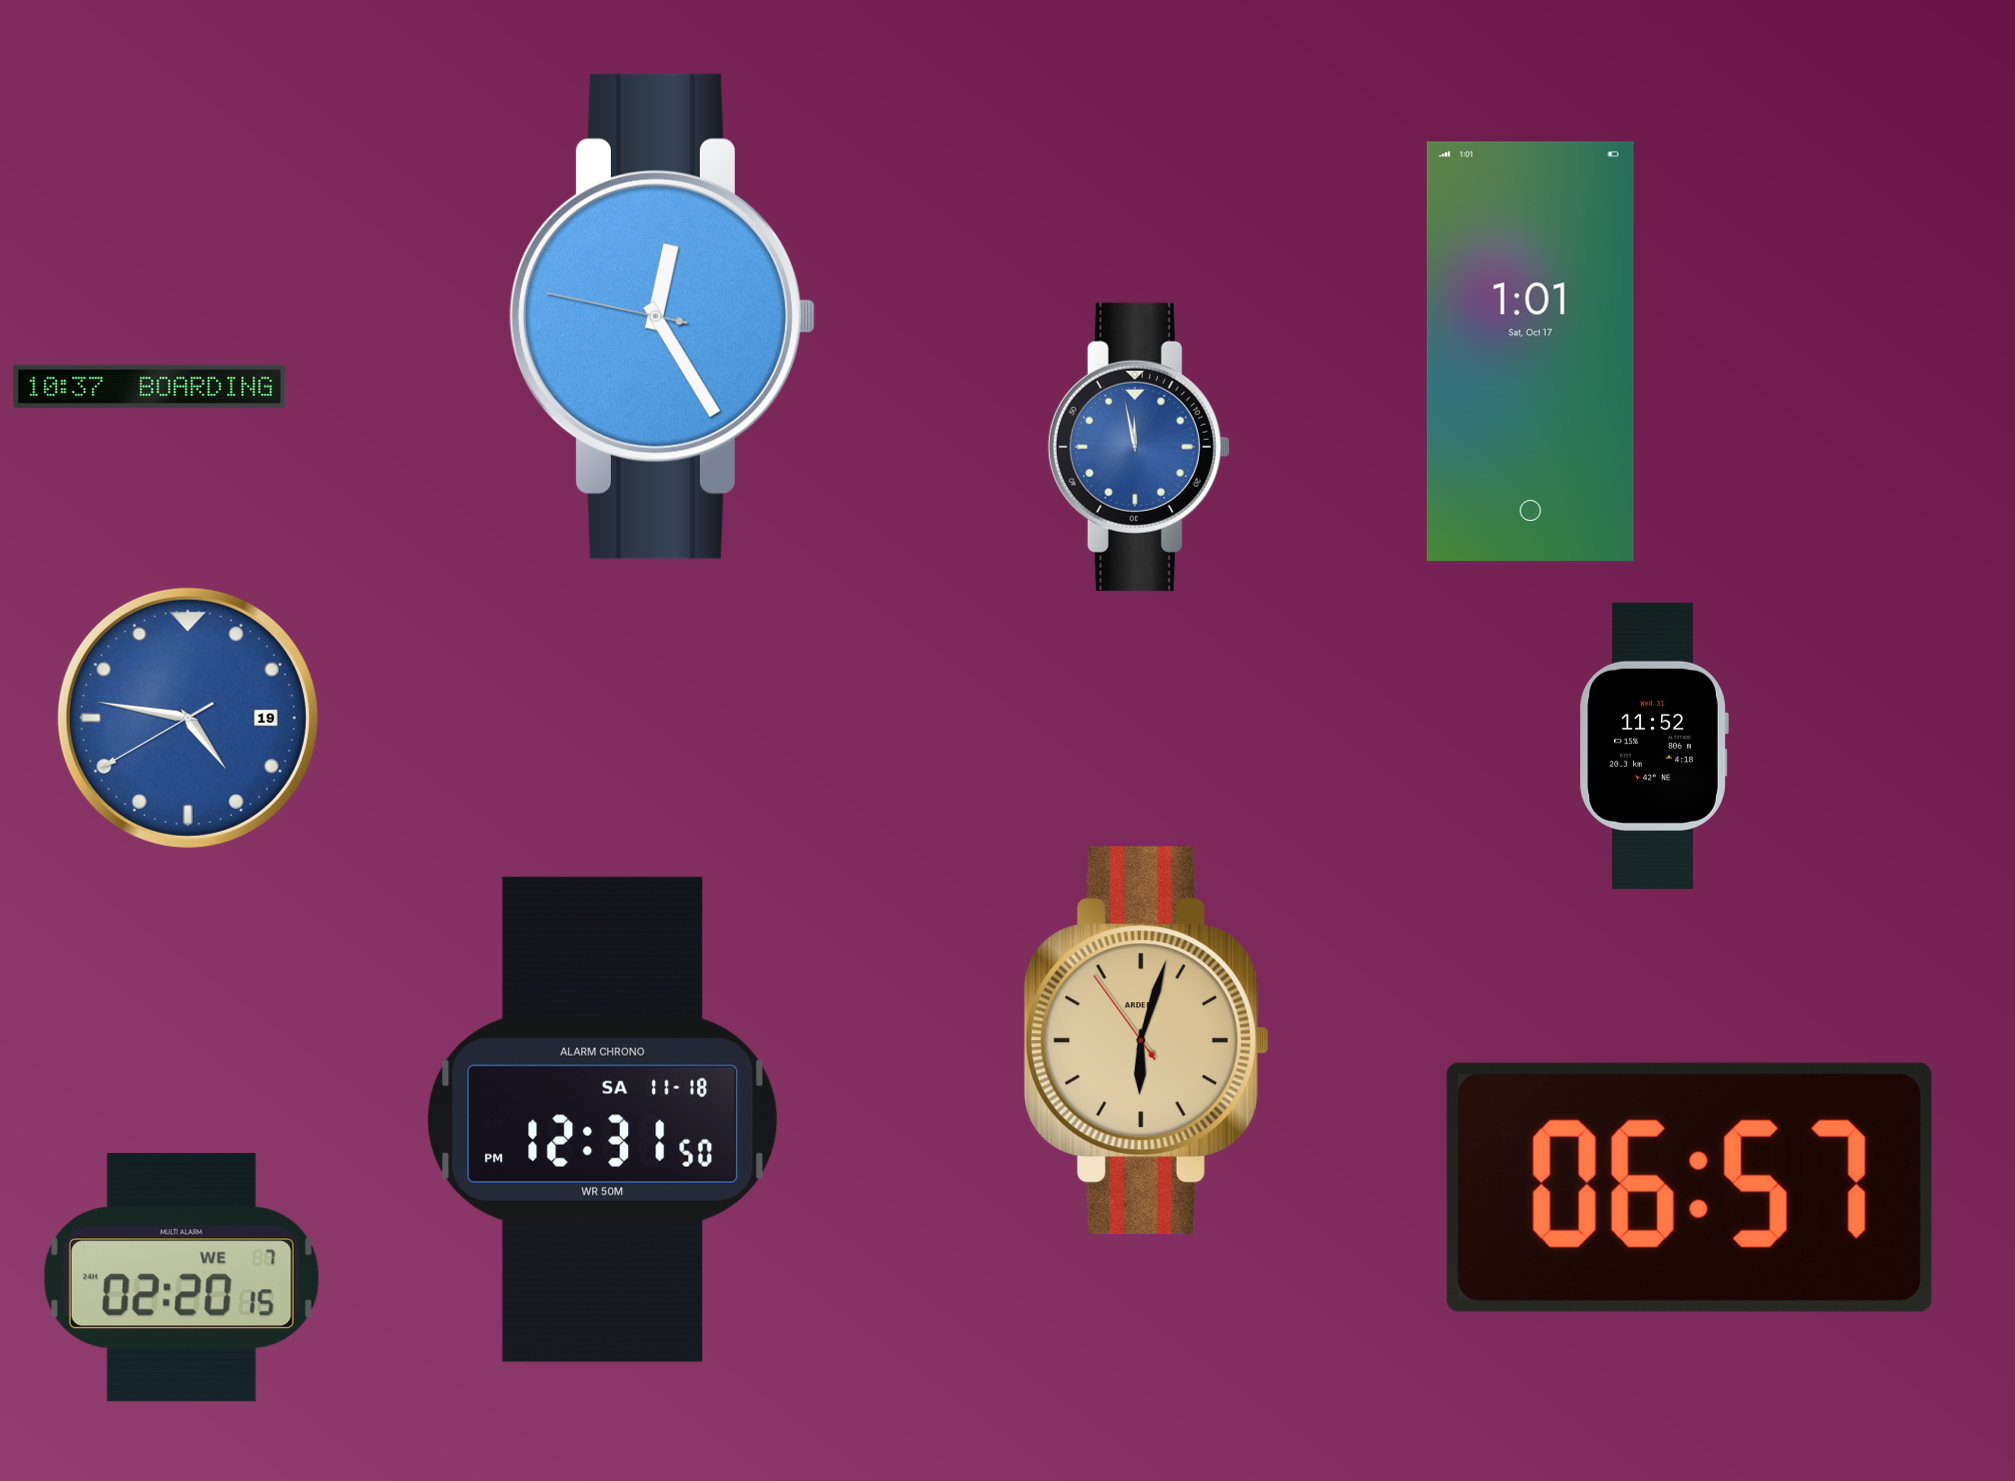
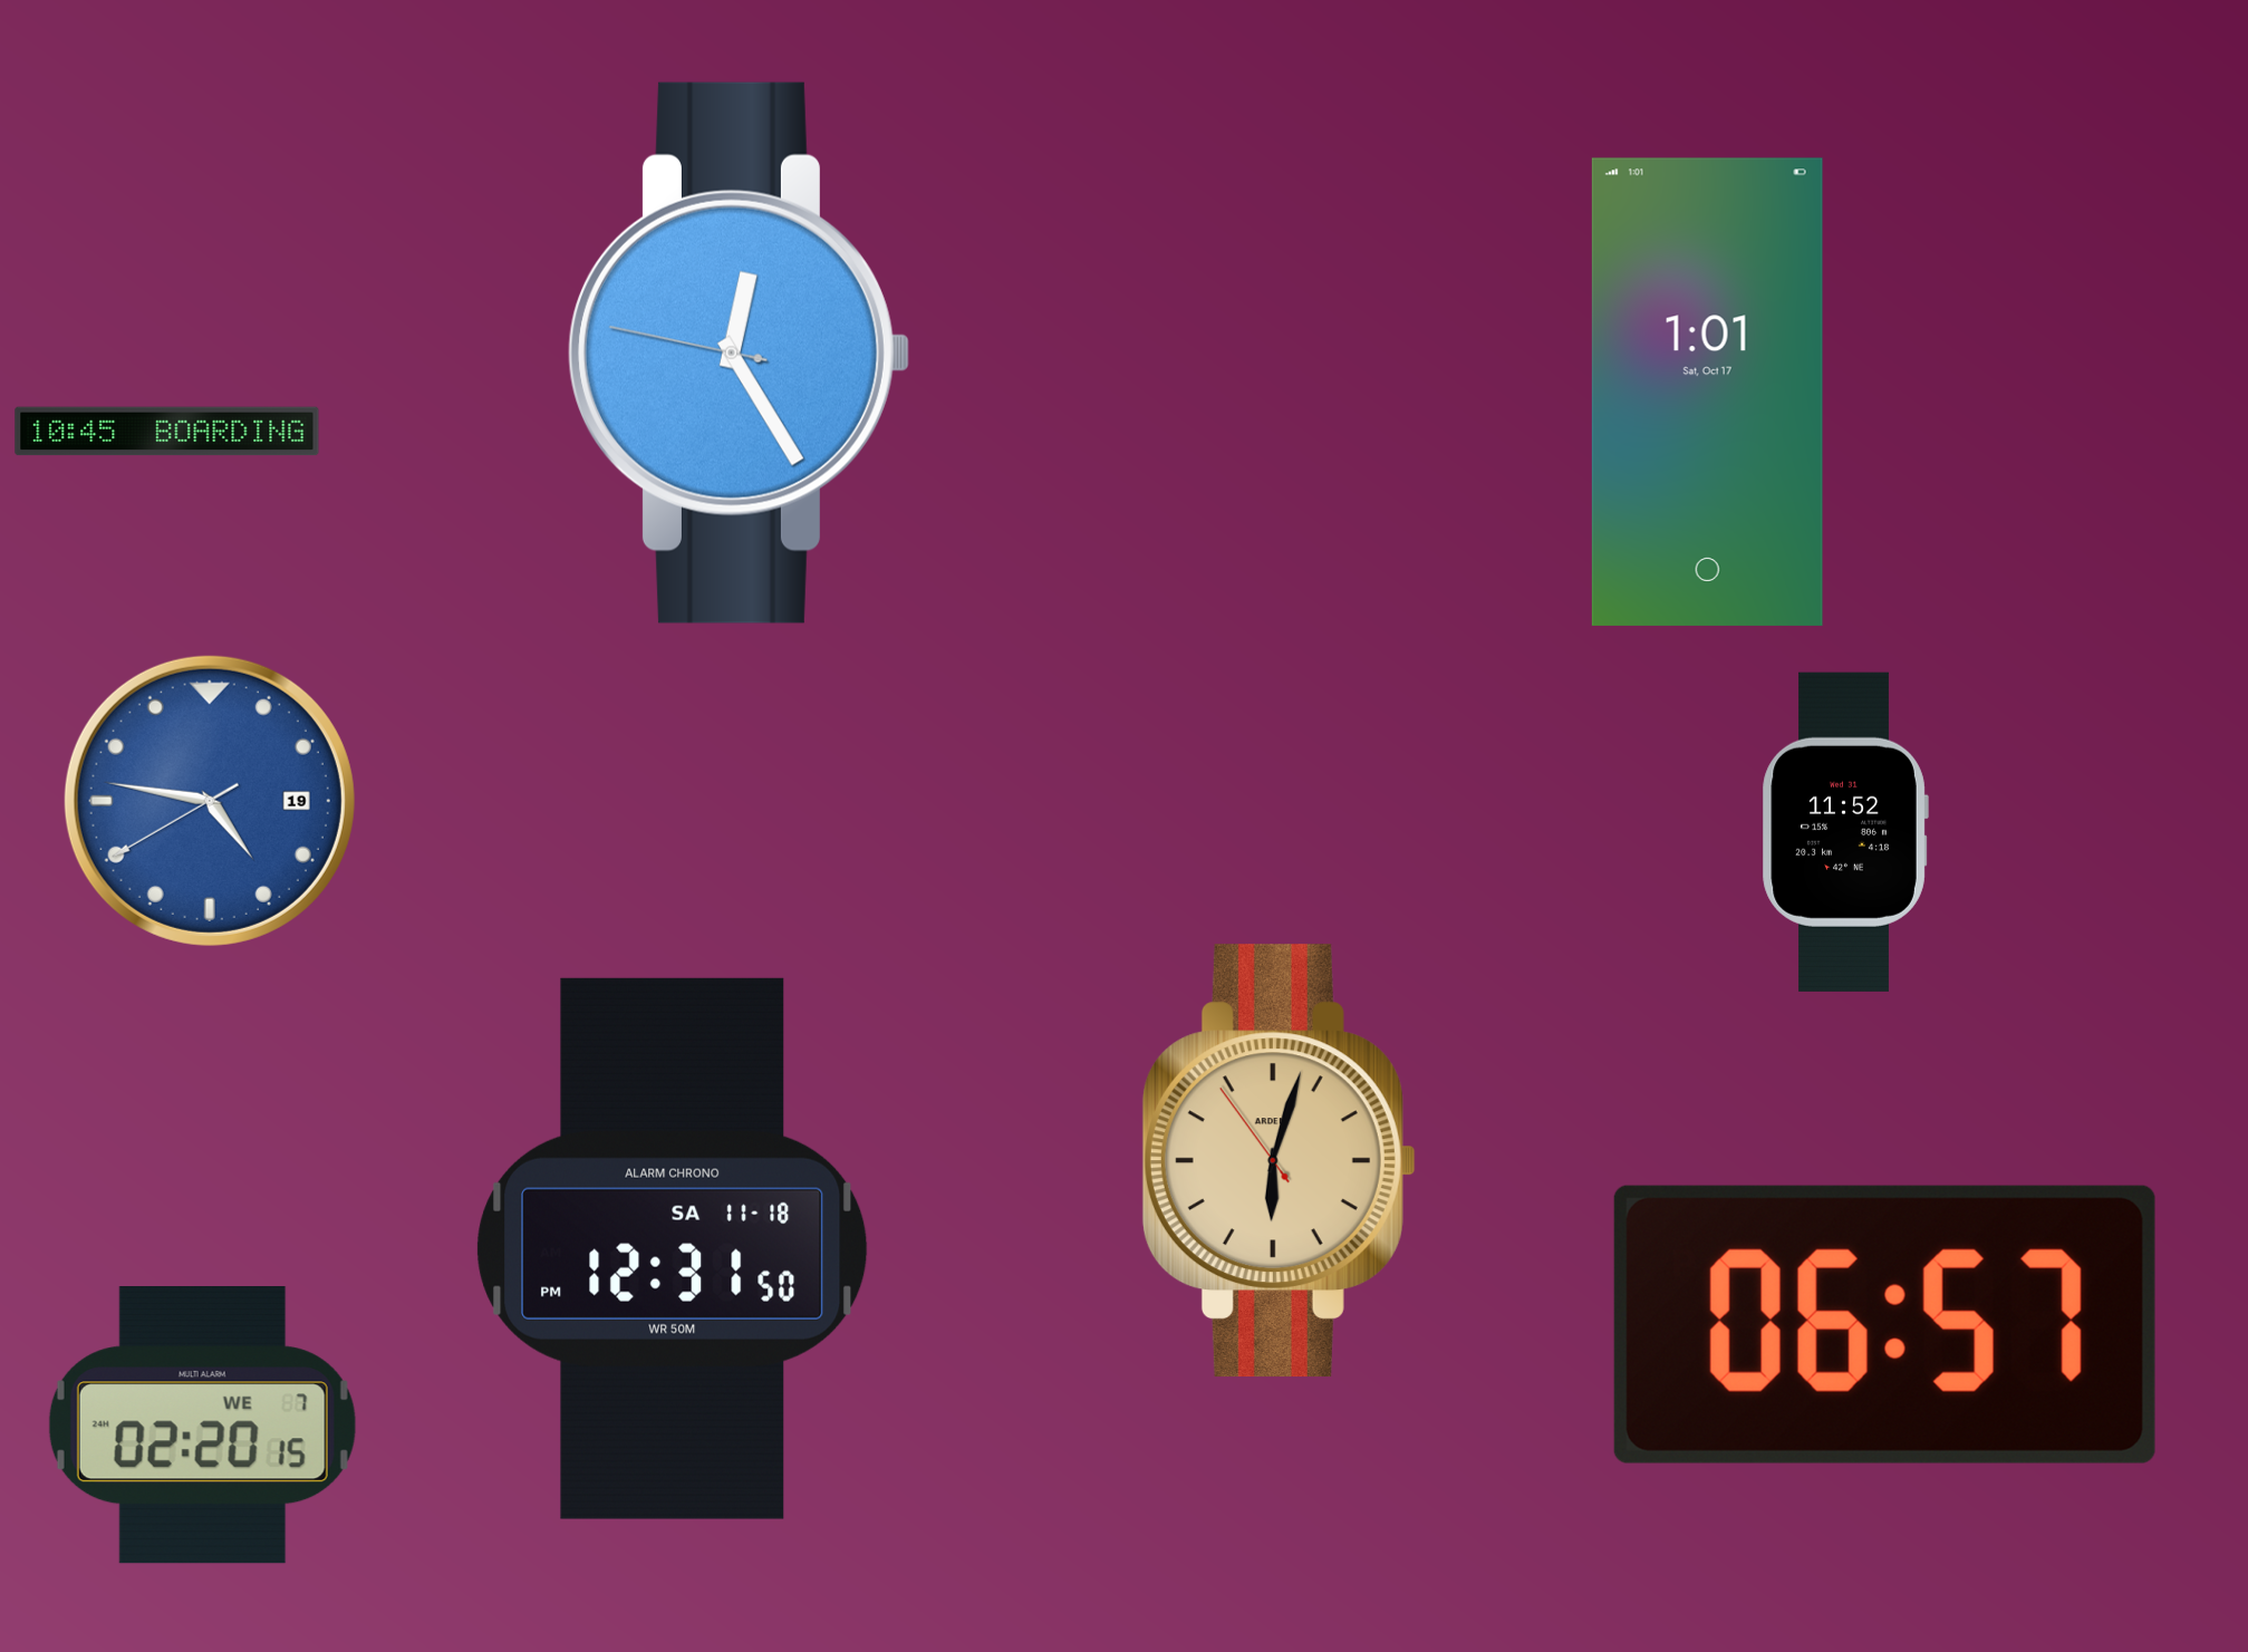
clock at (150, 387): 10:37 -> 10:45
clock at (1139, 447): 11:58 -> none
